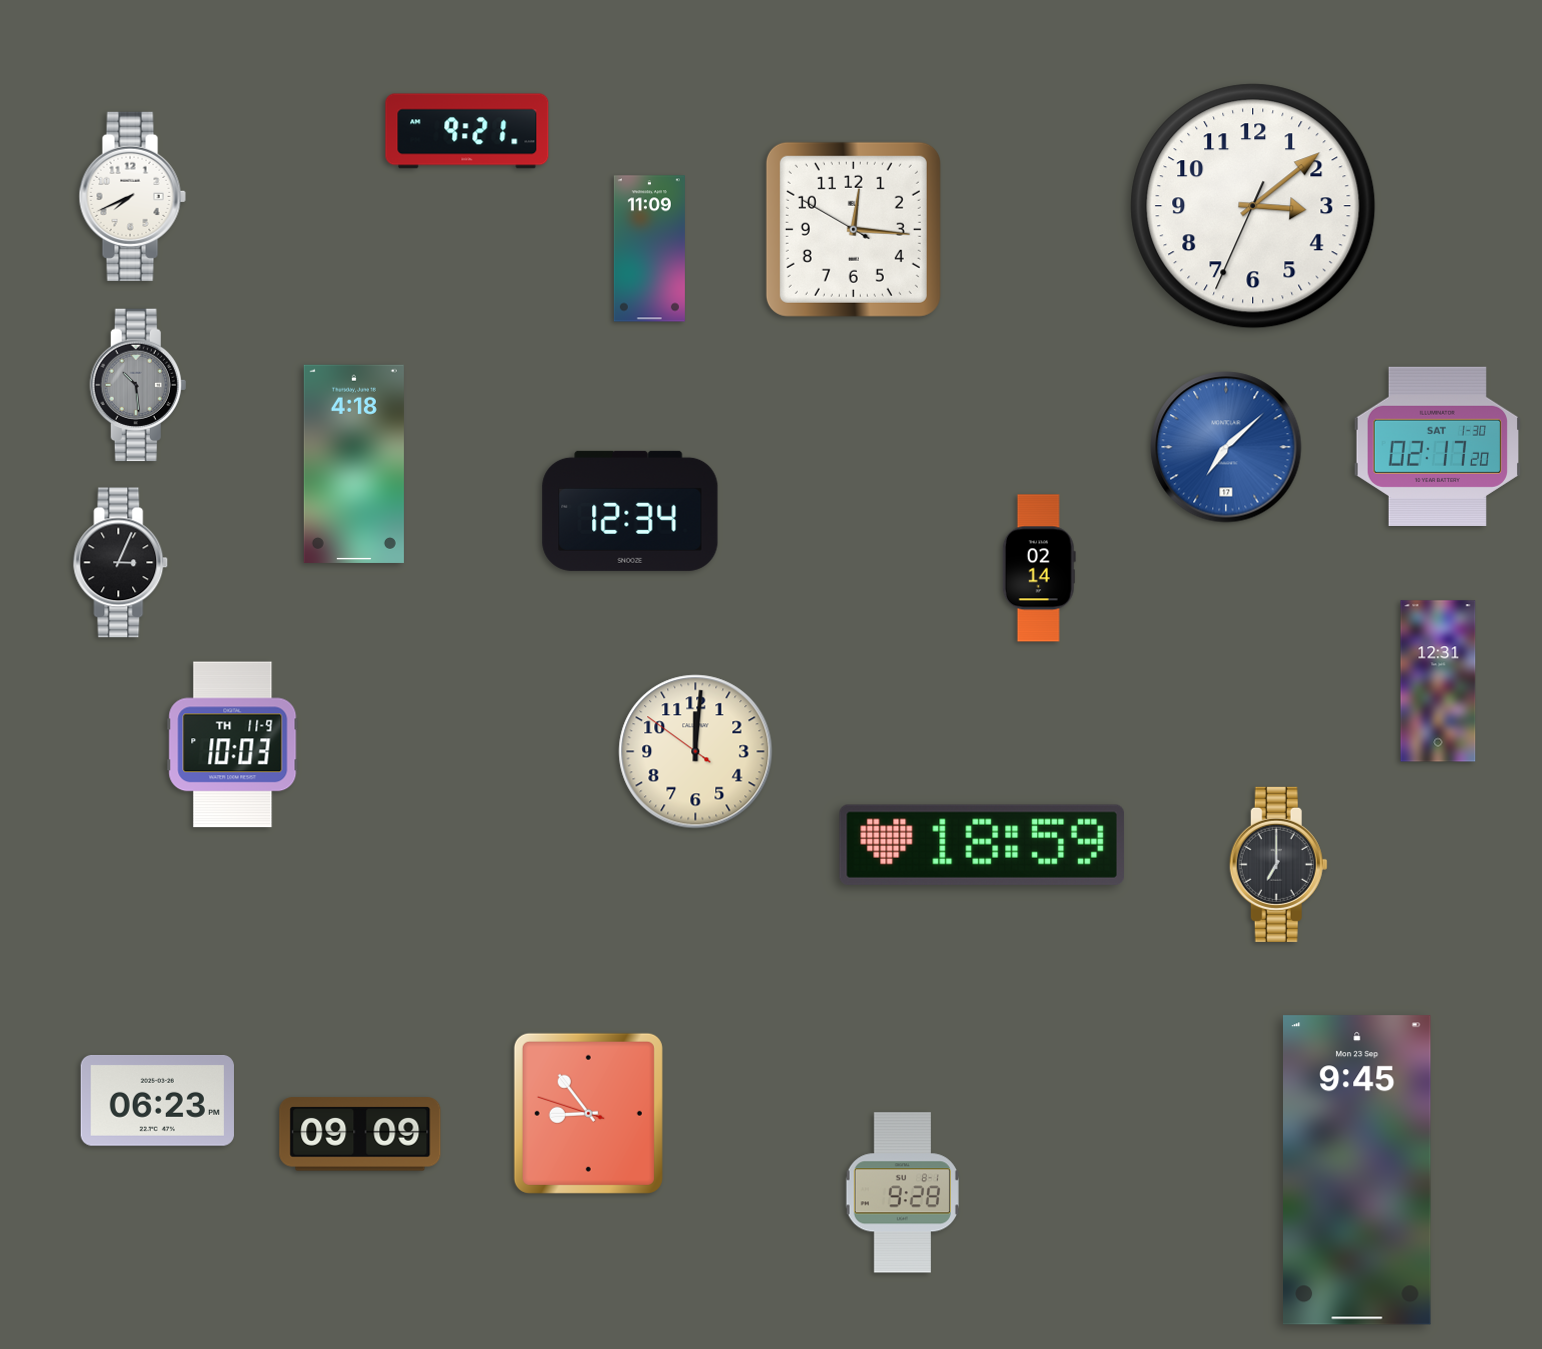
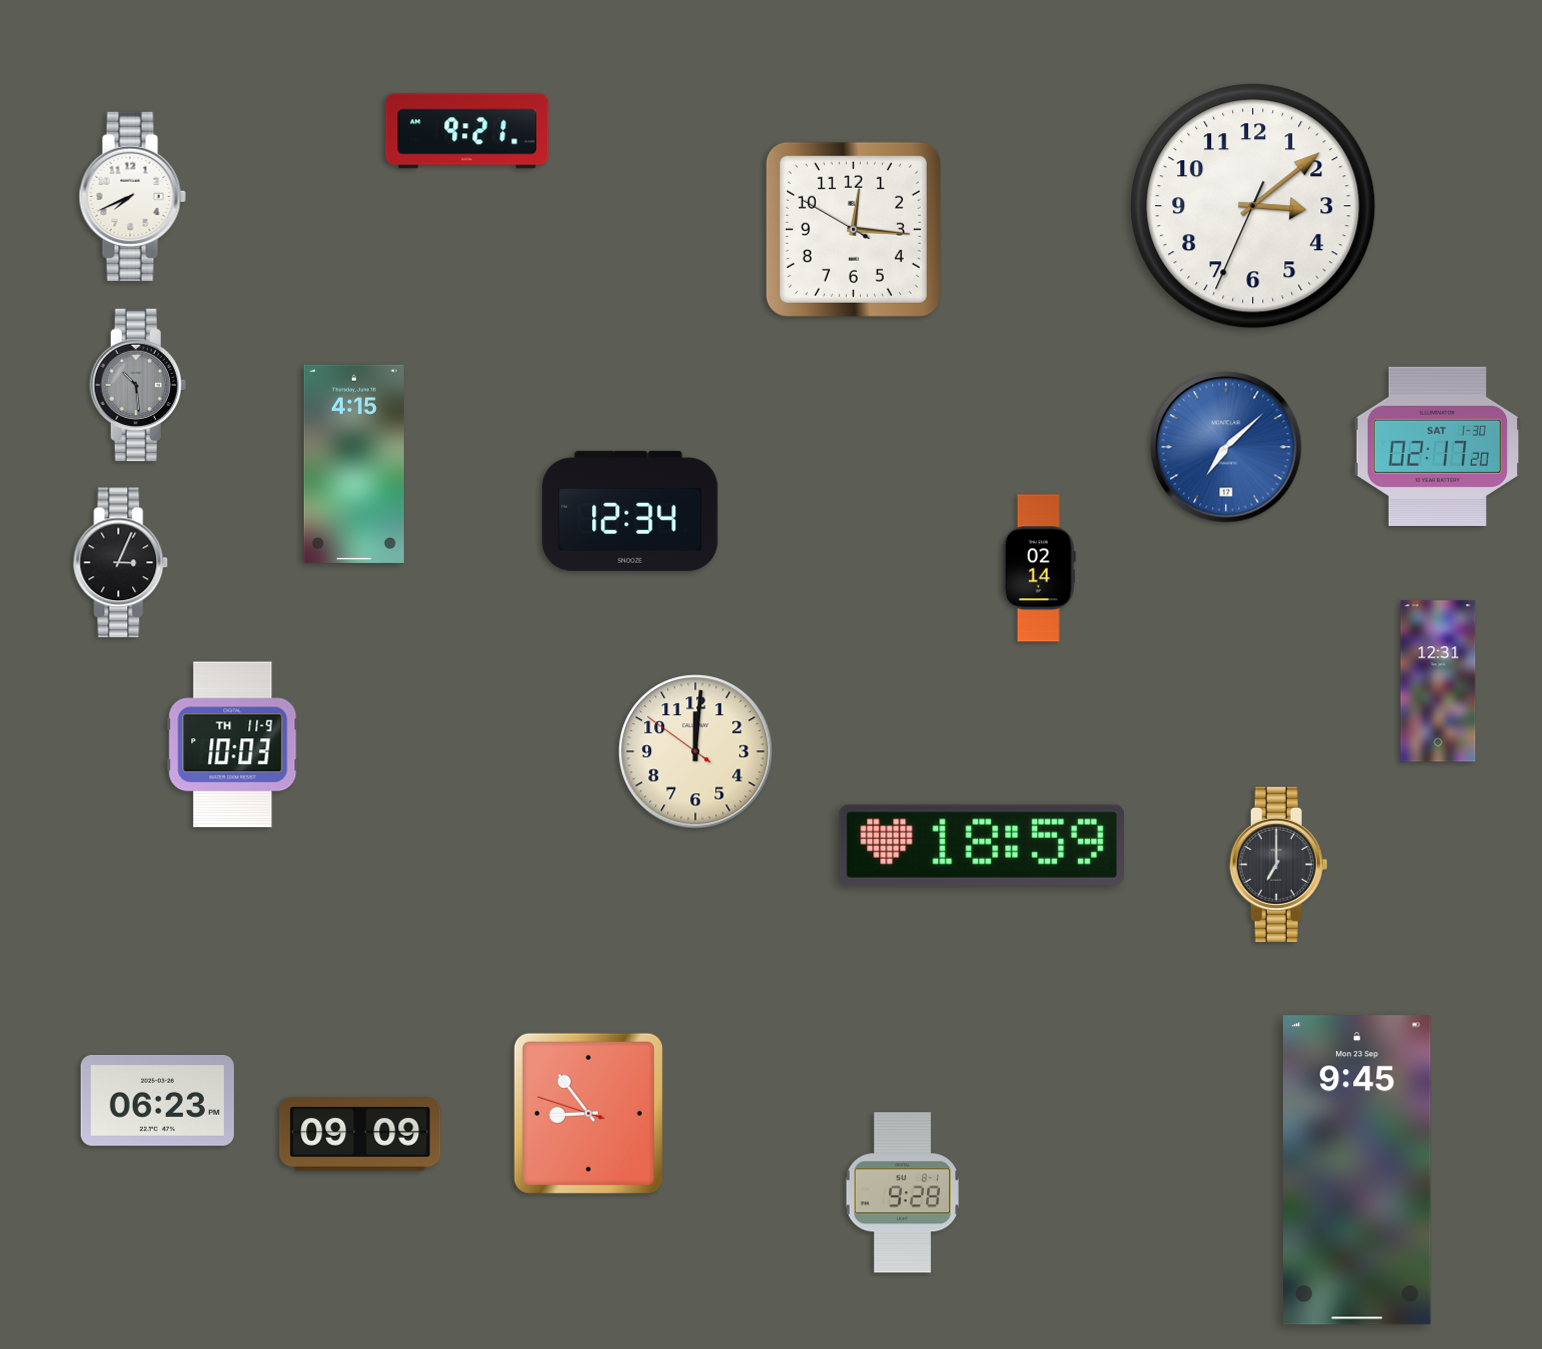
clock at (649, 249): 11:09 -> none
clock at (354, 464): 4:18 -> 4:15
